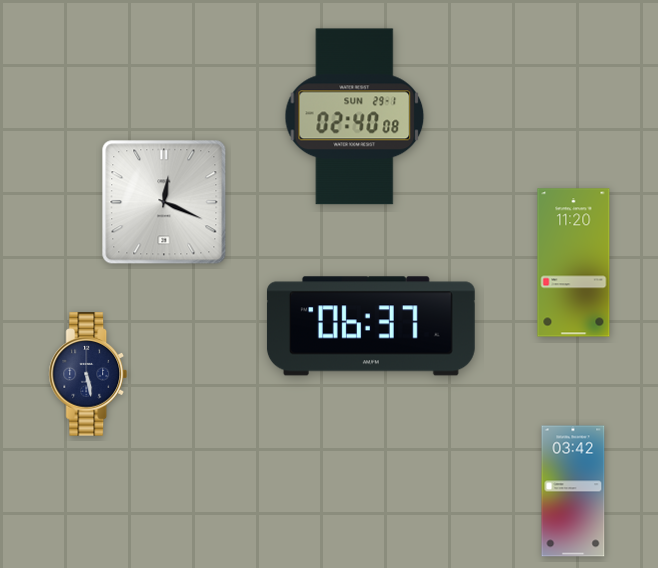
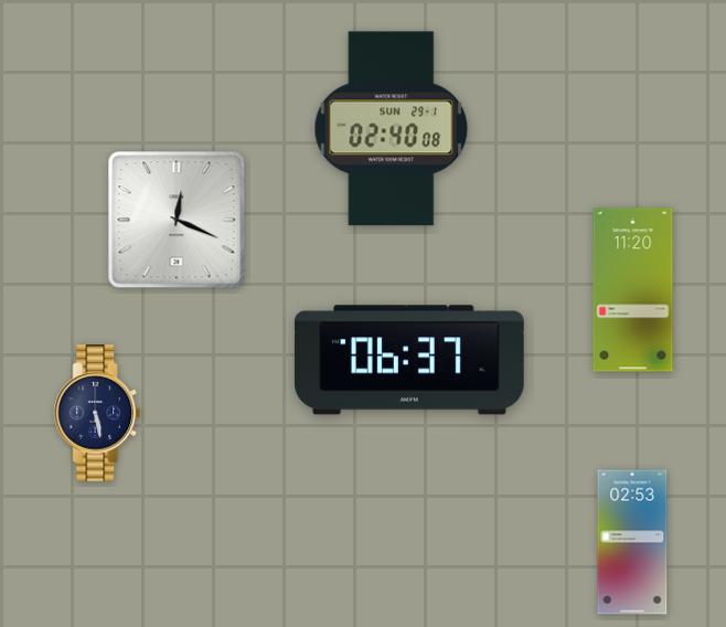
clock at (164, 202) position: (164, 202) -> (177, 220)
clock at (573, 491): 03:42 -> 02:53
